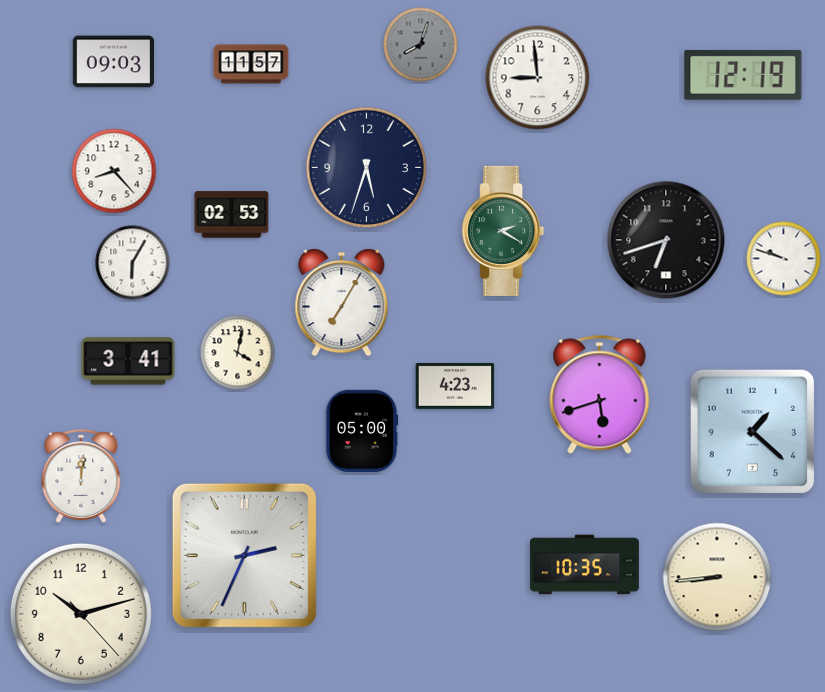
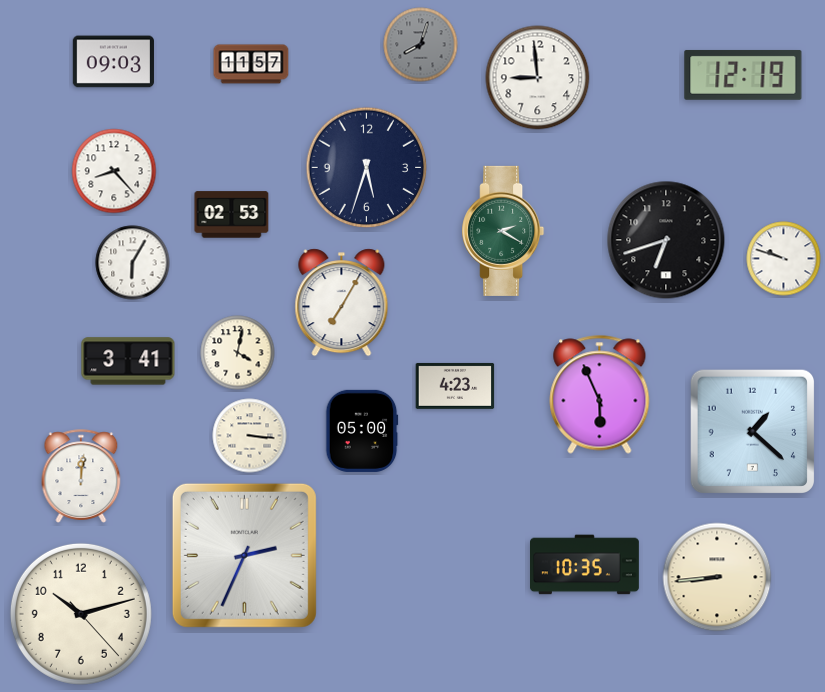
clock at (600, 395): 5:42 -> 5:56
clock at (250, 436): none -> 3:16
